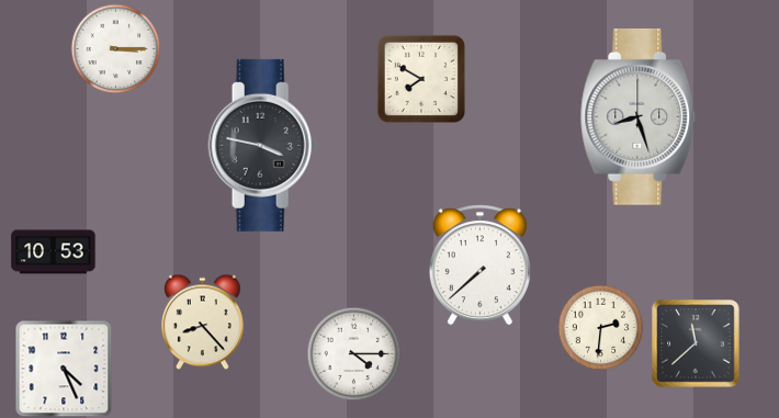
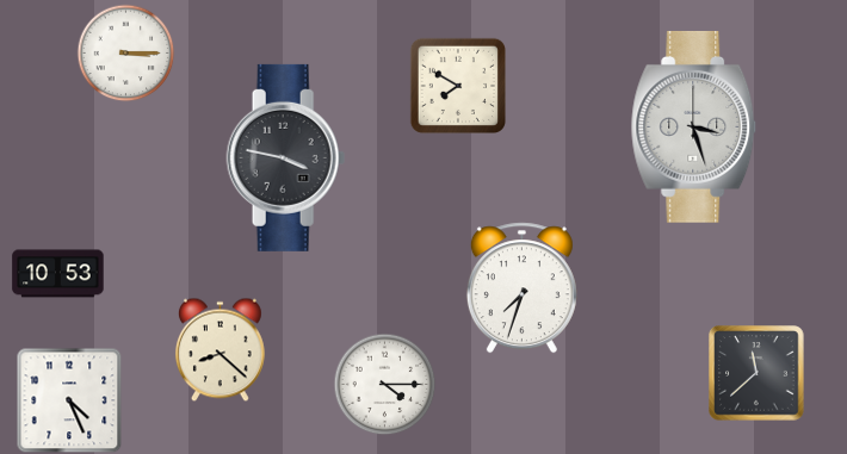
clock at (639, 116): 8:27 -> 3:27
clock at (479, 266): 7:38 -> 7:33
clock at (202, 321): 8:23 -> 8:22
clock at (600, 327): 2:31 -> none
